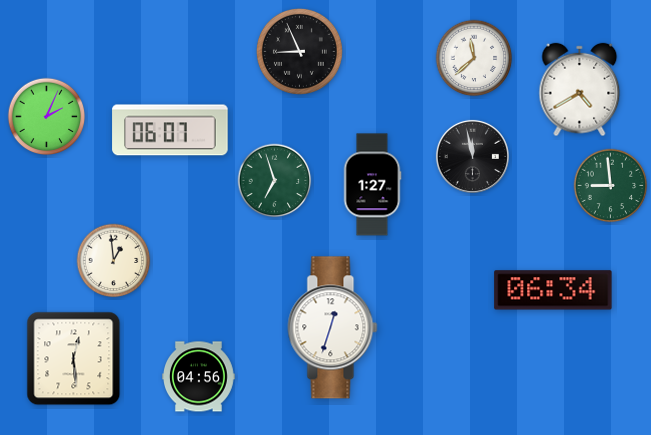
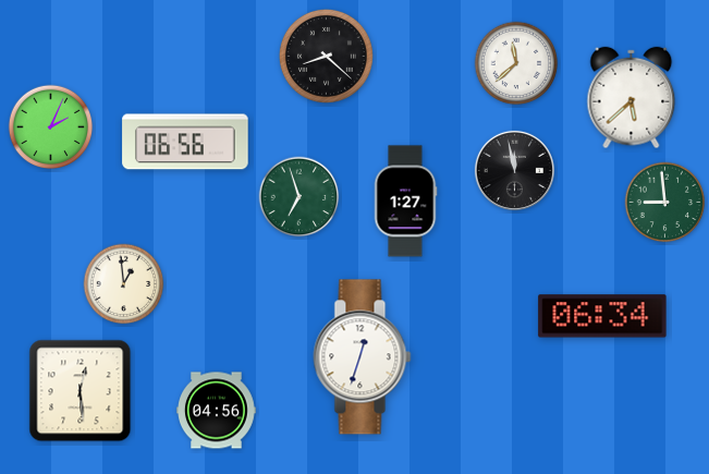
clock at (299, 51): 8:56 -> 8:22
clock at (580, 90): 4:40 -> 5:38
clock at (170, 130): 06:07 -> 06:56
